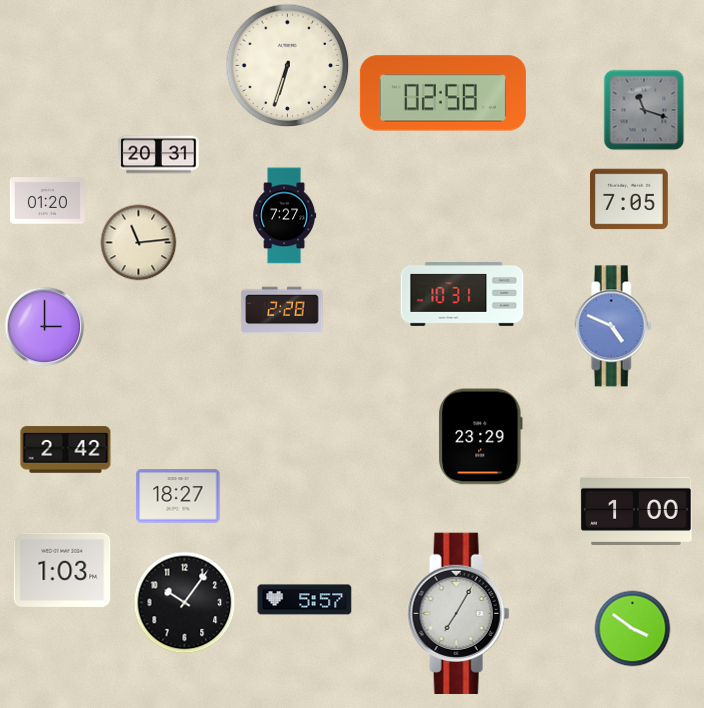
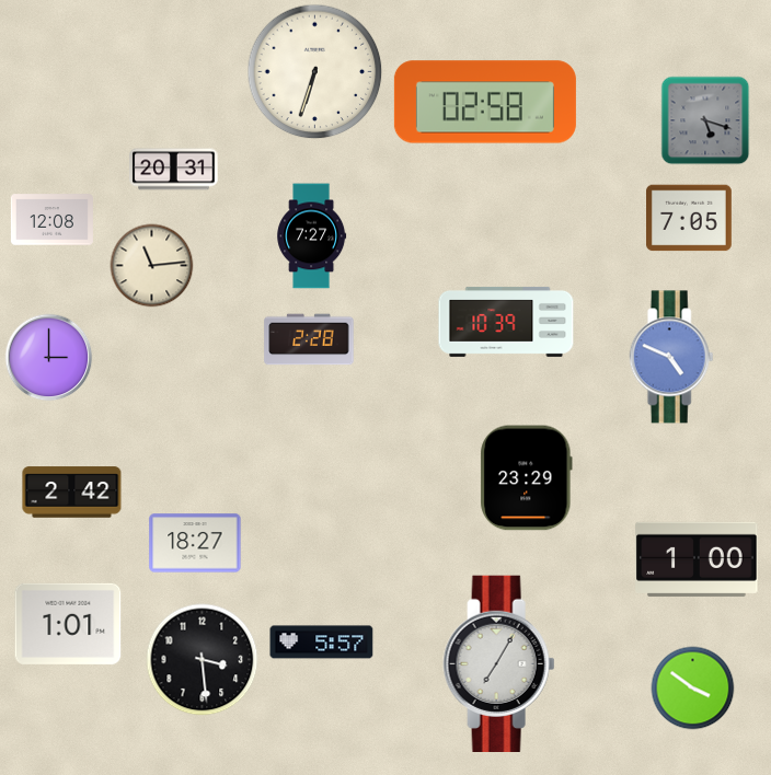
clock at (644, 110): 11:18 -> 5:18
clock at (47, 201): 01:20 -> 12:08
clock at (462, 294): 10:31 -> 10:39
clock at (62, 570): 1:03 -> 1:01
clock at (305, 600) position: (305, 600) -> (322, 643)
clock at (185, 603): 10:06 -> 3:29
clock at (459, 613) position: (459, 613) -> (499, 663)
